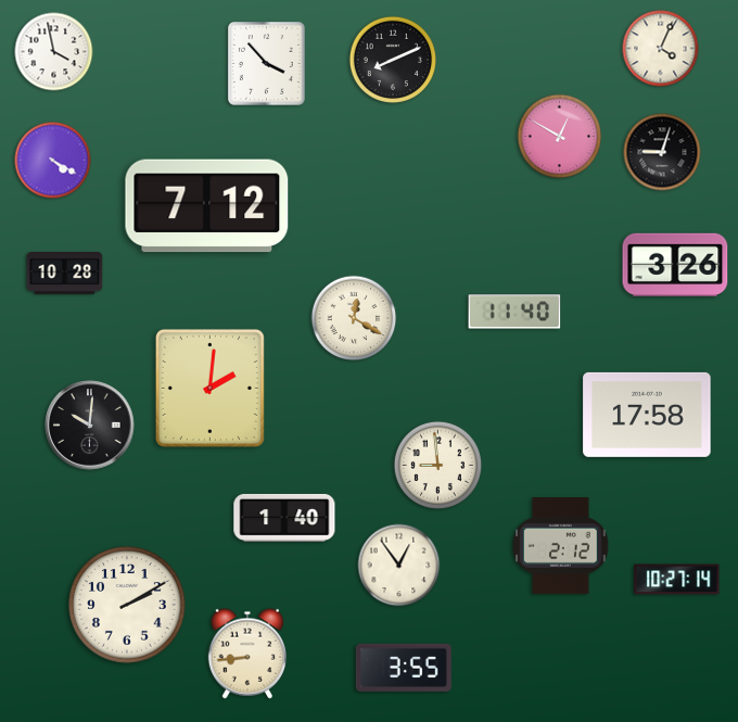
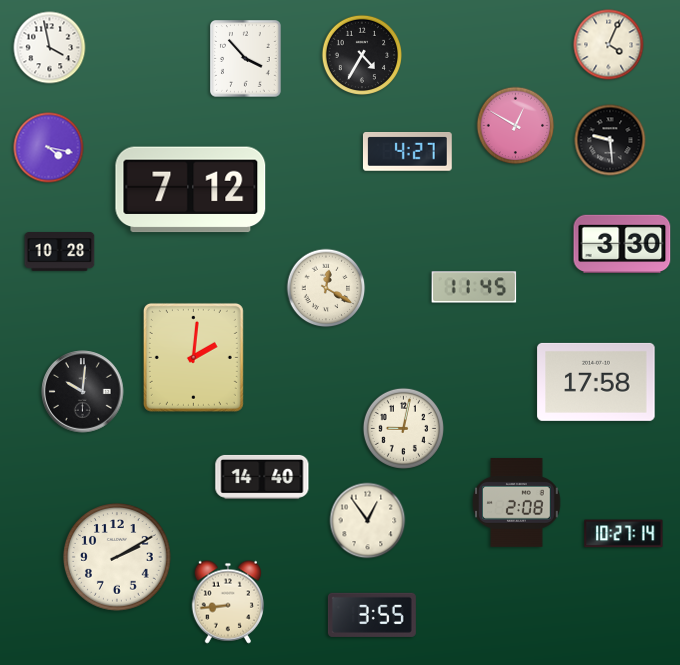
clock at (392, 59): 8:11 -> 4:35
clock at (662, 152): 9:03 -> 9:29
clock at (53, 161): 4:20 -> 4:17
clock at (407, 152): none -> 4:27
clock at (675, 264): 3:26 -> 3:30
clock at (514, 312): 11:40 -> 11:45
clock at (354, 318) position: (354, 318) -> (326, 288)
clock at (437, 465): 8:59 -> 9:02
clock at (284, 518): 1:40 -> 14:40
clock at (561, 546): 2:12 -> 2:08
